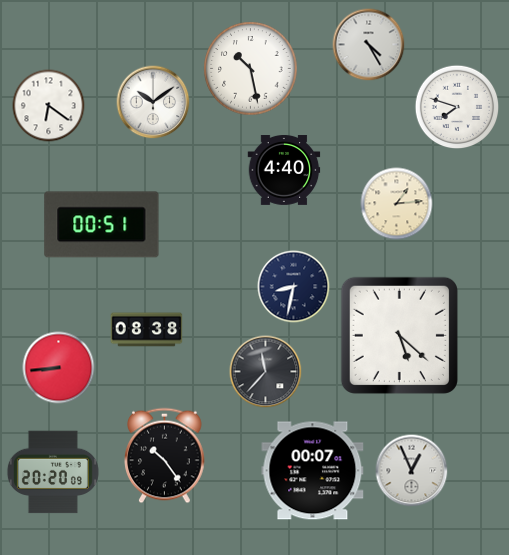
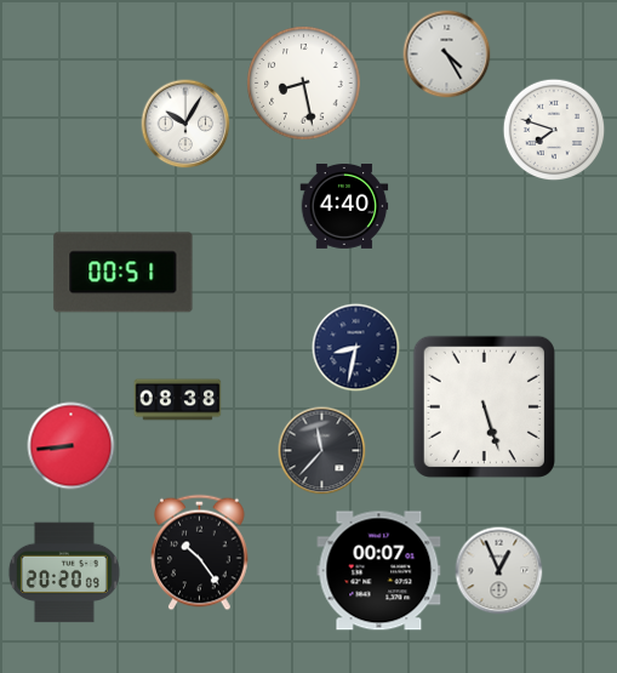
clock at (251, 69): 10:28 -> 8:28
clock at (153, 102): 10:09 -> 10:05
clock at (49, 106): 6:21 -> none
clock at (397, 204): 1:14 -> none
clock at (399, 335): 5:22 -> 5:27
